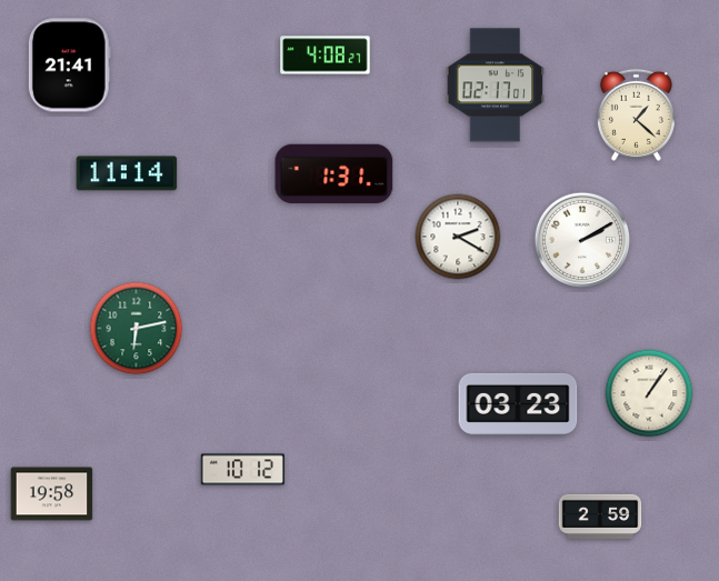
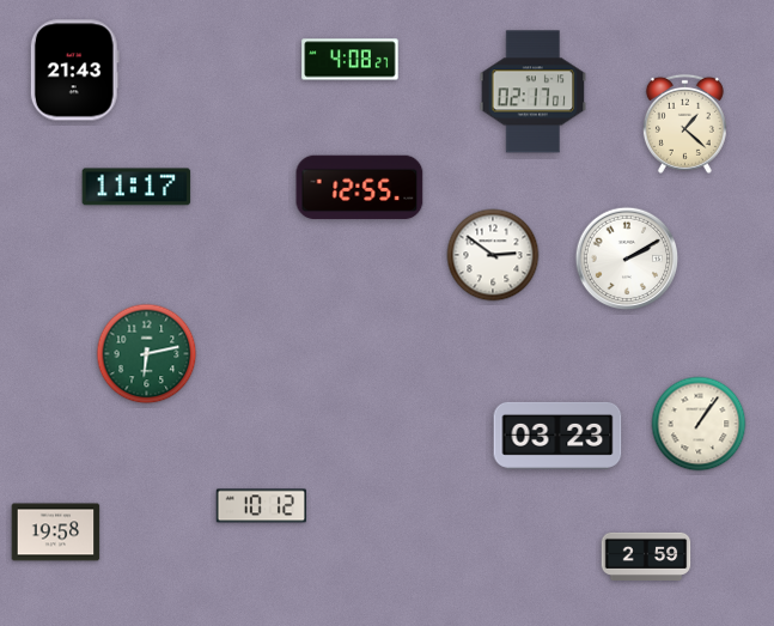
clock at (69, 66): 21:41 -> 21:43
clock at (127, 173): 11:14 -> 11:17
clock at (334, 174): 1:31 -> 12:55
clock at (458, 237): 2:20 -> 2:51
